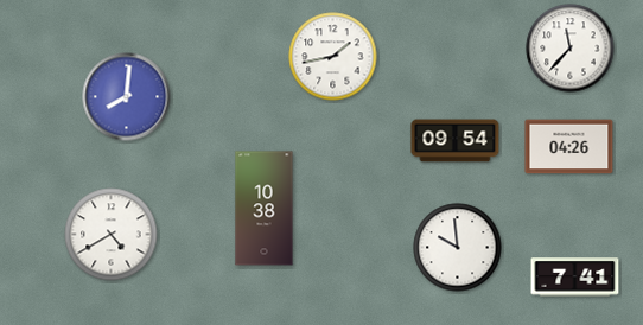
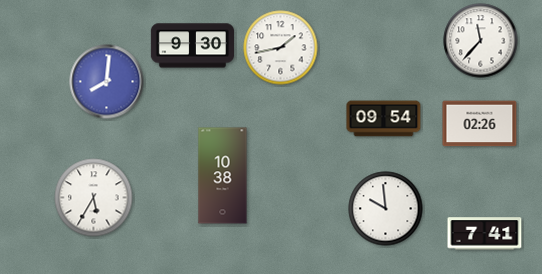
clock at (192, 46): none -> 9:30
clock at (569, 147): 04:26 -> 02:26
clock at (112, 235): 4:40 -> 5:35
